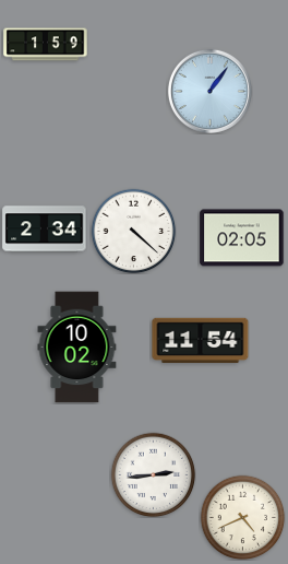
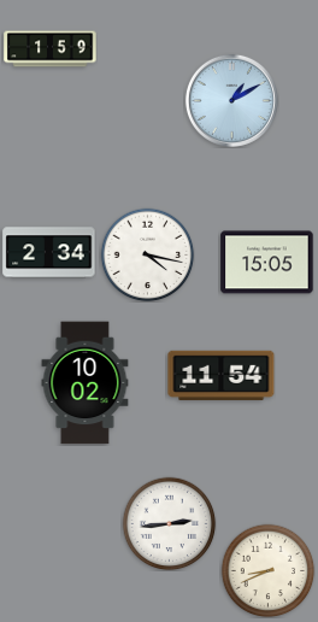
clock at (209, 91): 1:06 -> 1:10
clock at (133, 231): 4:22 -> 4:17
clock at (242, 238): 02:05 -> 15:05
clock at (242, 517): 4:41 -> 8:41
